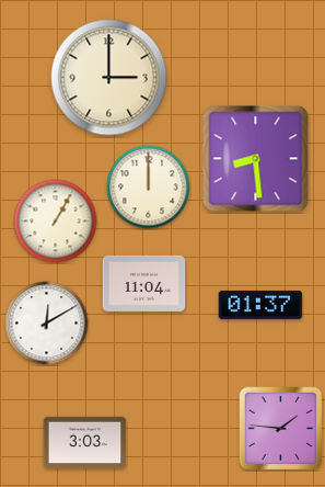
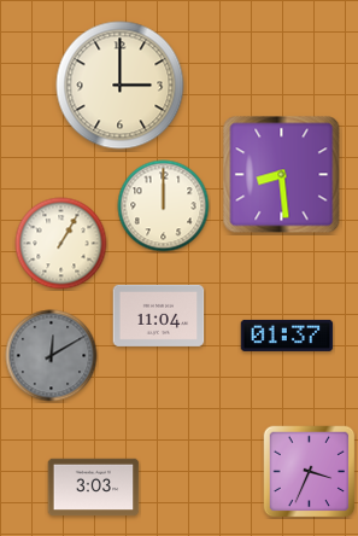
clock at (144, 283) position: (144, 283) -> (159, 315)
clock at (47, 324) dial: white -> grey
clock at (280, 428): 1:46 -> 3:34
